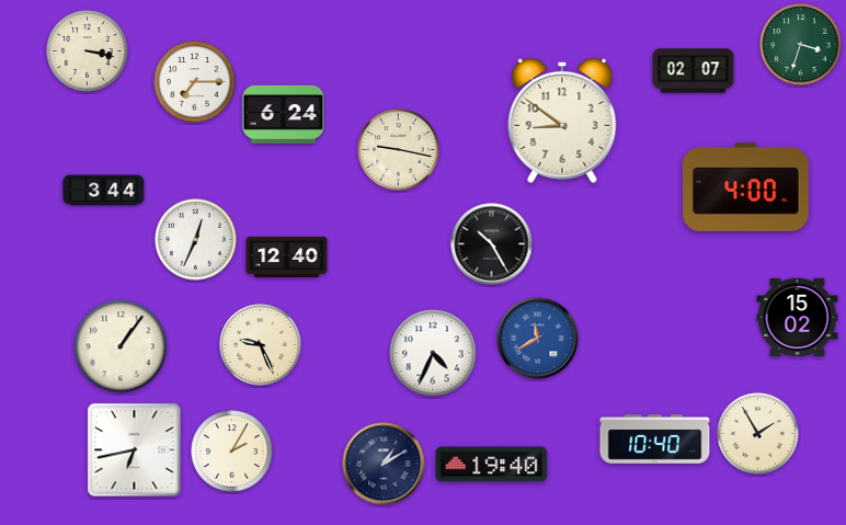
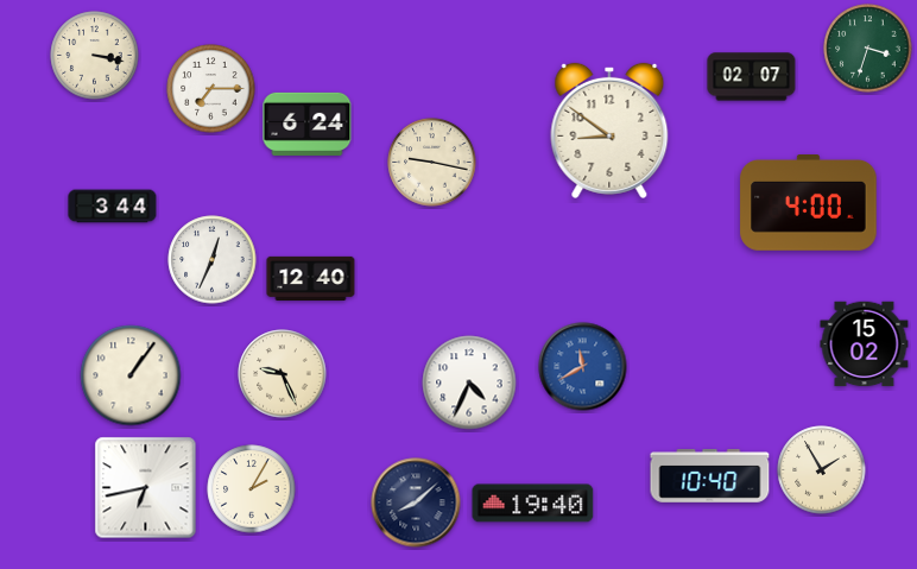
clock at (492, 244): 10:25 -> none
clock at (384, 464): 1:10 -> 8:08
